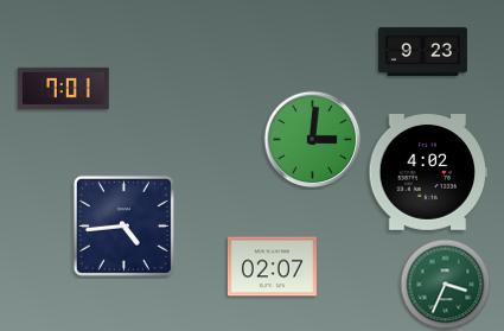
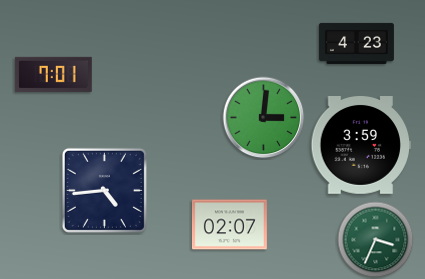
clock at (422, 51): 9:23 -> 4:23
clock at (427, 173): 4:02 -> 3:59
